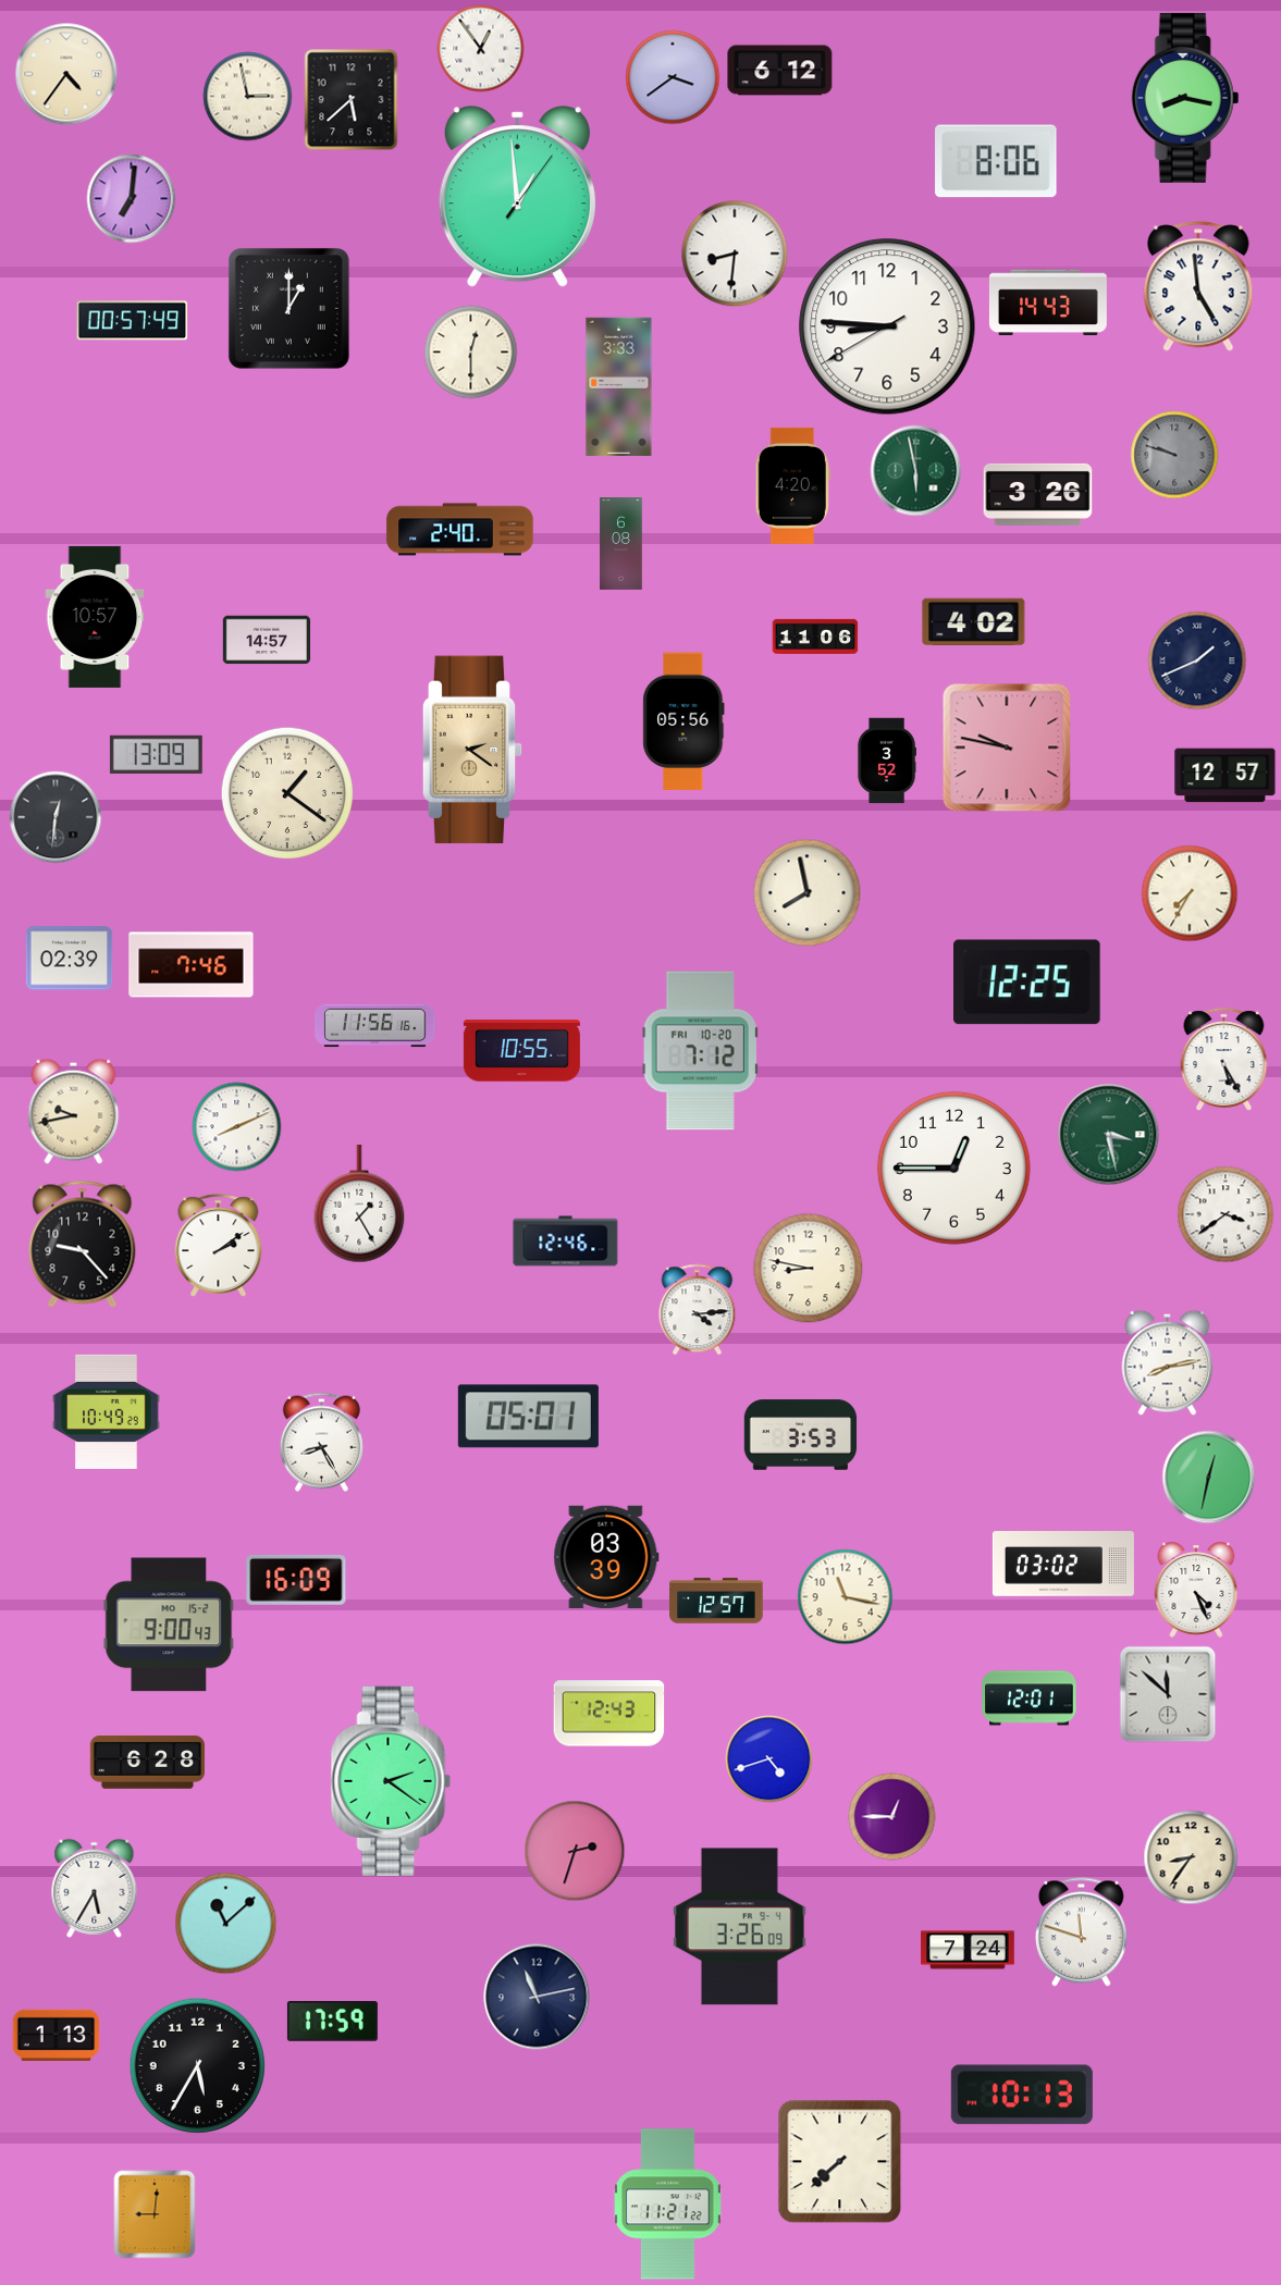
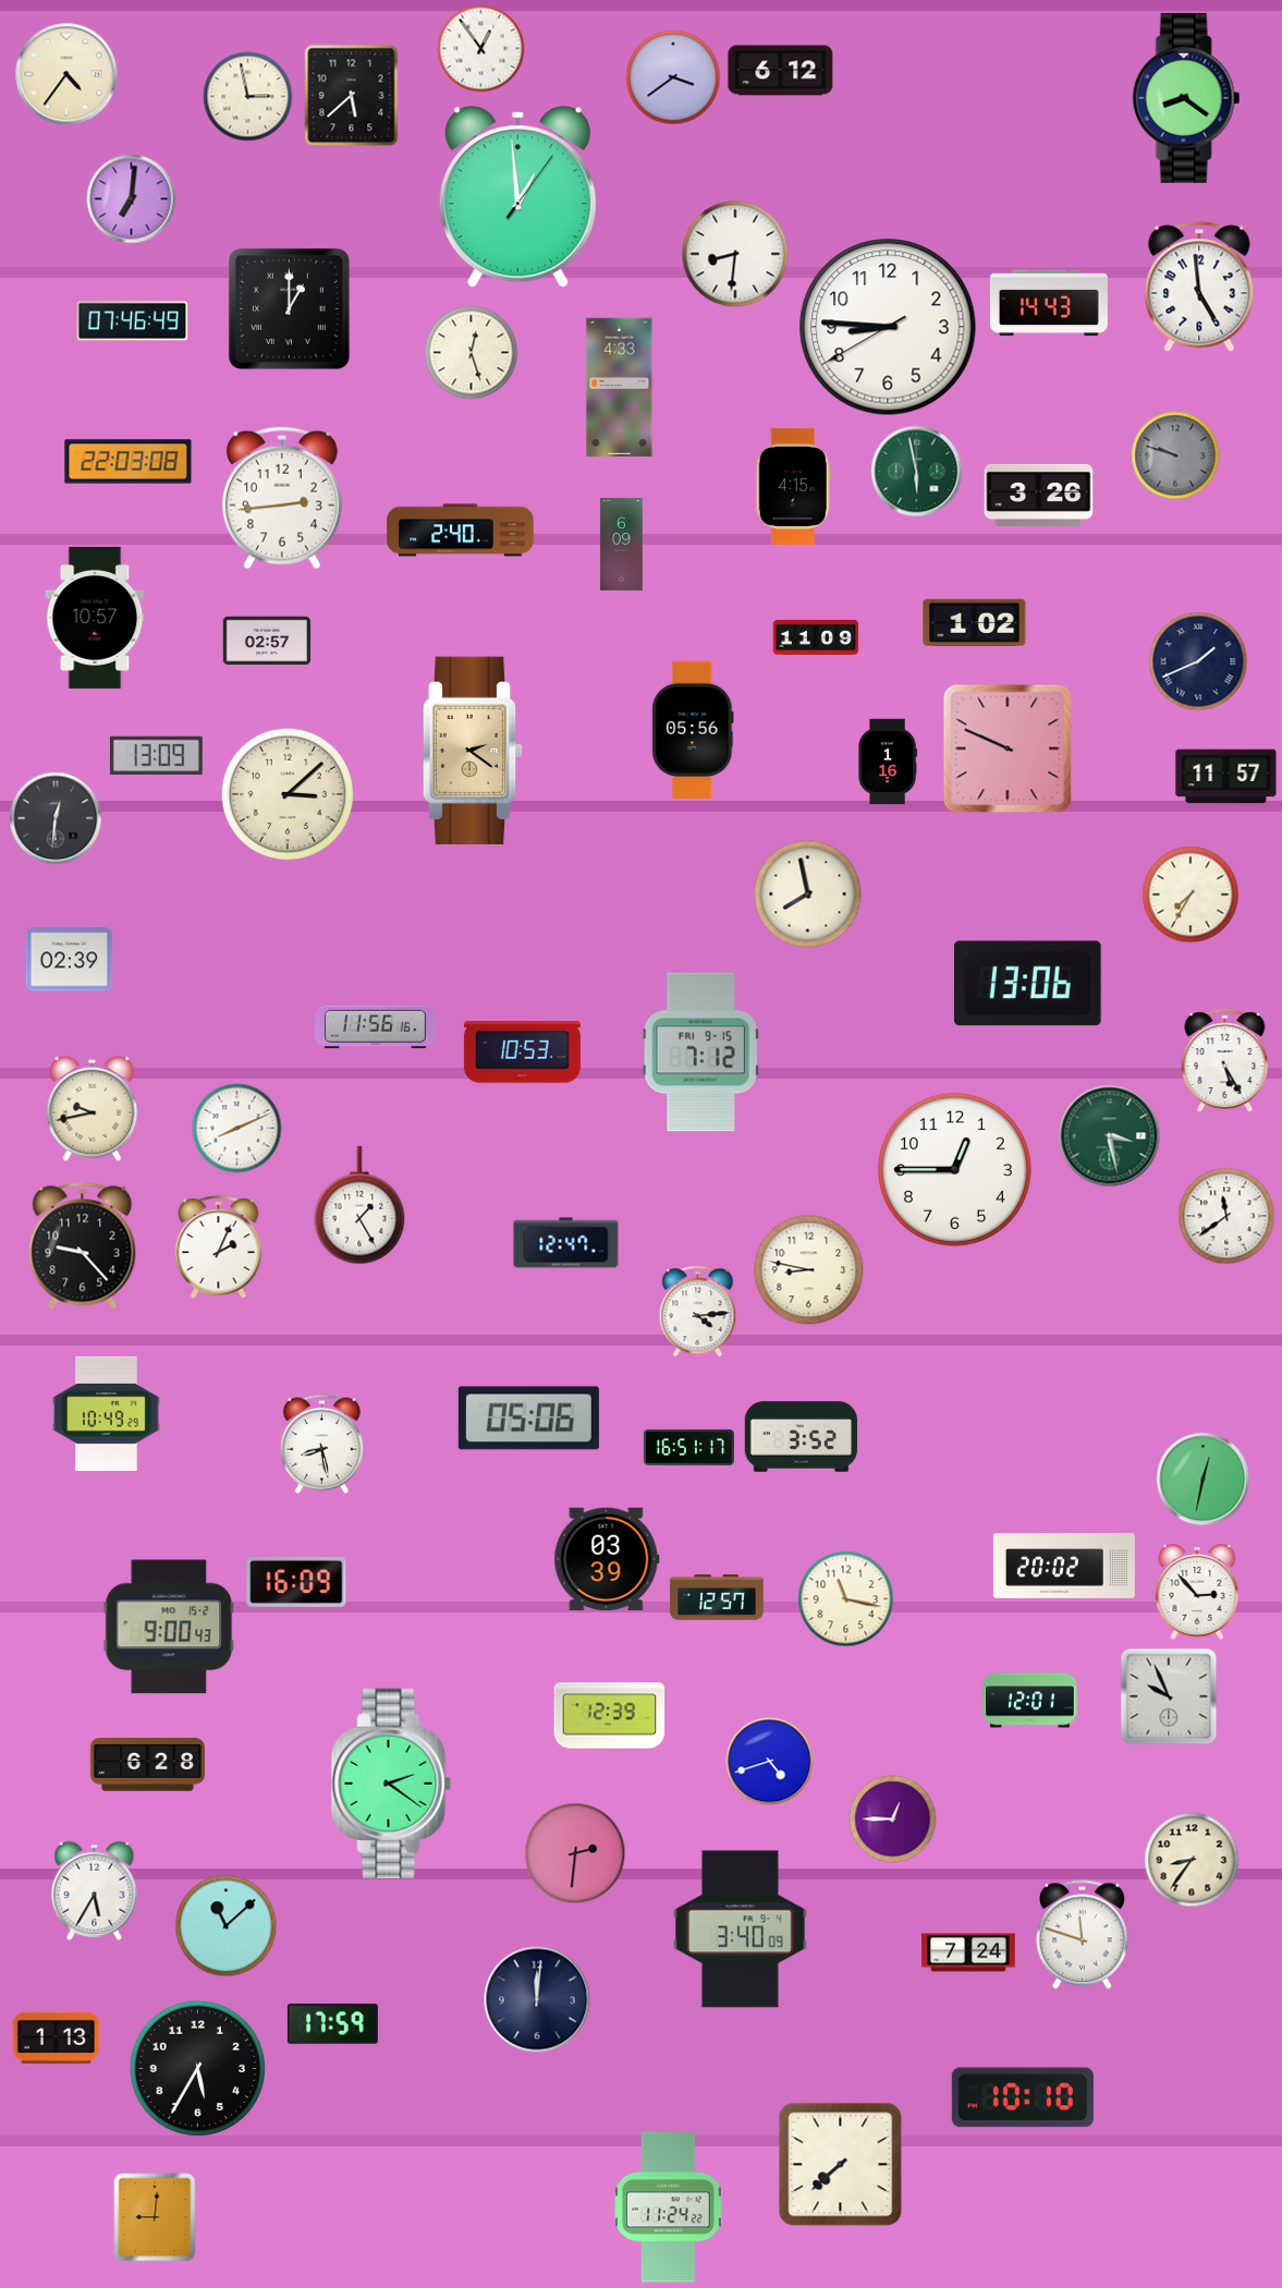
clock at (1185, 98): 8:17 -> 8:21
clock at (352, 100) position: (352, 100) -> (352, 96)
clock at (996, 161): 8:06 -> none
clock at (133, 321): 00:57 -> 07:46
clock at (471, 353): 12:30 -> 12:27
clock at (619, 387): 3:33 -> 4:33
clock at (129, 462): none -> 22:03
clock at (792, 485): 4:20 -> 4:15
clock at (282, 498): none -> 2:44
clock at (621, 544): 6:08 -> 6:09
clock at (974, 621): 4:02 -> 1:02
clock at (815, 637): 11:06 -> 11:09
clock at (267, 640): 14:57 -> 02:57
clock at (683, 721) position: (683, 721) -> (693, 730)
clock at (1007, 748): 9:47 -> 9:49
clock at (887, 761): 3:52 -> 1:16
clock at (1225, 776): 12:57 -> 11:57
clock at (287, 793): 1:21 -> 3:08
clock at (192, 965): 7:46 -> none
clock at (1027, 983): 12:25 -> 13:06
clock at (521, 1051): 10:55 -> 10:53
clock at (700, 1051) date: FRI 10-20 -> FRI 9-15
clock at (74, 1111) position: (74, 1111) -> (93, 1108)
clock at (1225, 1214): 3:39 -> 11:39
clock at (566, 1242): 12:46 -> 12:47
clock at (219, 1246): 2:09 -> 2:04
clock at (1168, 1362): 8:13 -> none
clock at (528, 1417): 05:01 -> 05:06
clock at (801, 1435): 3:53 -> 3:52
clock at (321, 1442): 8:25 -> 8:28
clock at (688, 1447): none -> 16:51
clock at (1209, 1478) position: (1209, 1478) -> (1204, 1480)
clock at (1063, 1565): 03:02 -> 20:02
clock at (1196, 1590): 4:26 -> 2:53
clock at (716, 1601) position: (716, 1601) -> (717, 1597)
clock at (1168, 1694): 11:52 -> 9:56
clock at (609, 1714): 12:43 -> 12:39
clock at (575, 1851): 2:33 -> 2:31
clock at (740, 1927): 3:26 -> 3:40
clock at (537, 1997): 11:13 -> 12:01
clock at (1022, 2095): 10:13 -> 10:10
clock at (668, 2204): 11:21 -> 11:24
